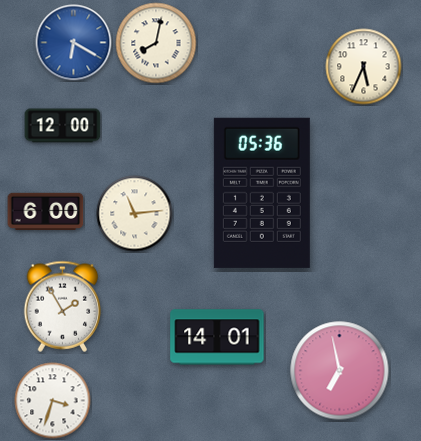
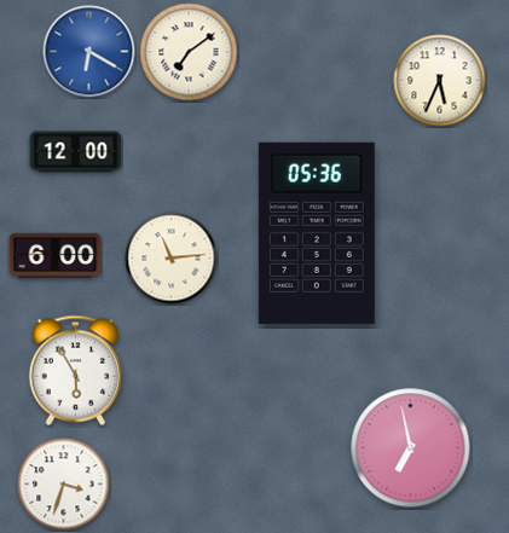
clock at (156, 43): 8:02 -> 7:09
clock at (135, 214) position: (135, 214) -> (172, 259)
clock at (63, 306): 1:55 -> 5:55
clock at (217, 337): 14:01 -> none
